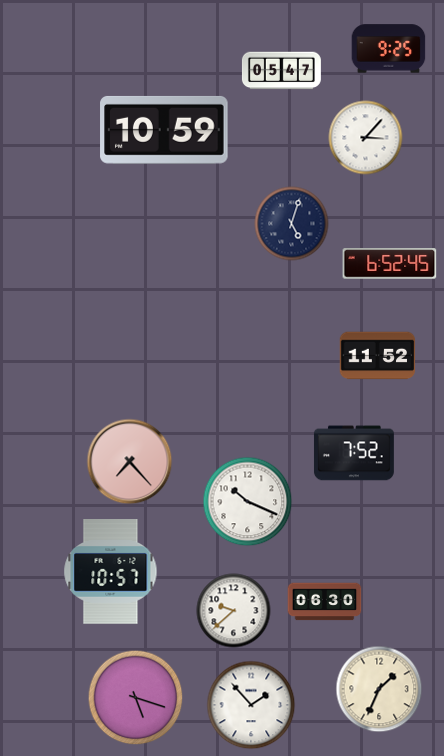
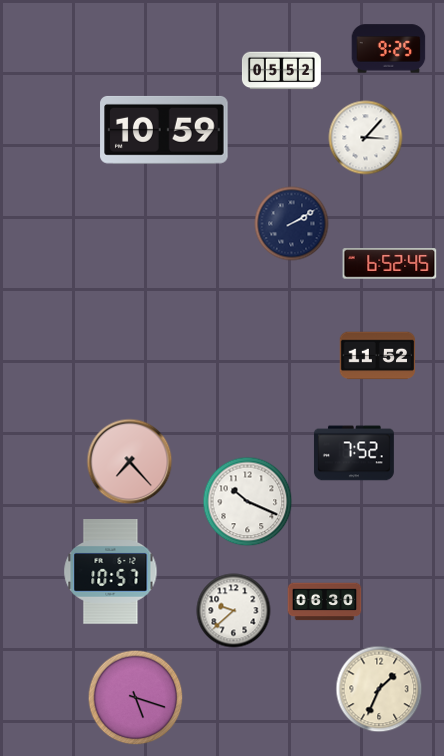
clock at (281, 71): 05:47 -> 05:52
clock at (292, 224): 5:03 -> 2:10
clock at (251, 705): 1:53 -> none
